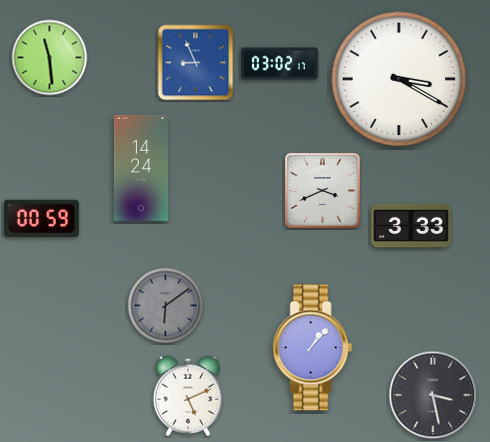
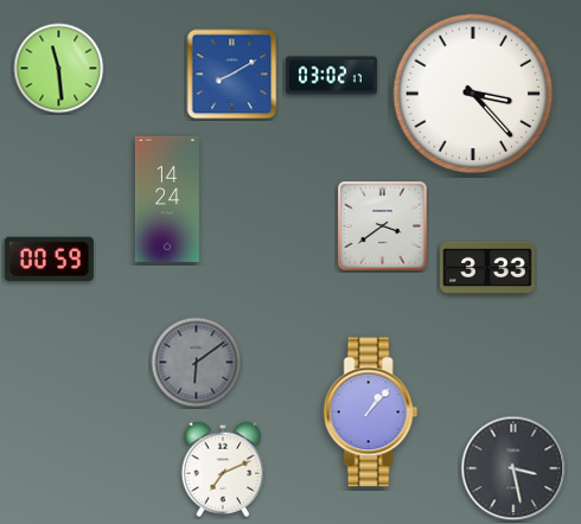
clock at (196, 63): 8:56 -> 8:10
clock at (399, 79): 3:20 -> 3:23
clock at (323, 191): 3:41 -> 3:39
clock at (188, 396): 5:11 -> 7:11
